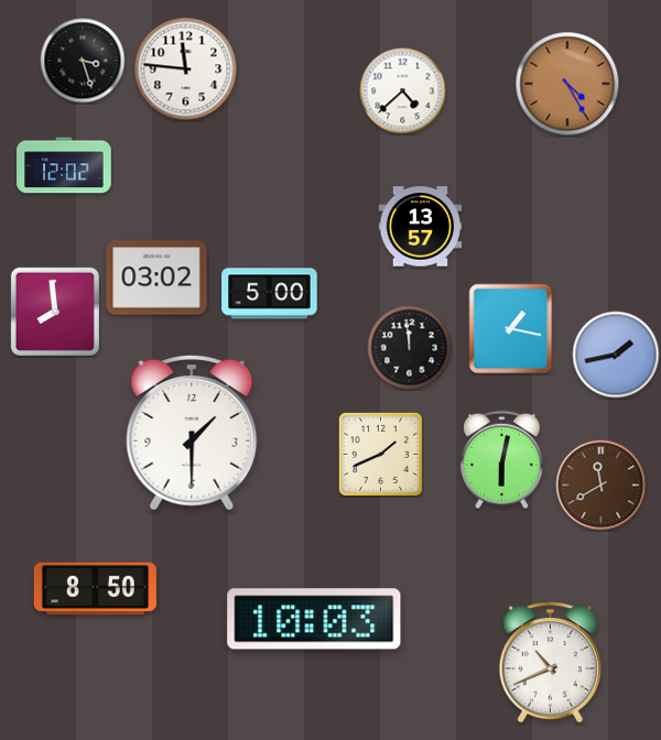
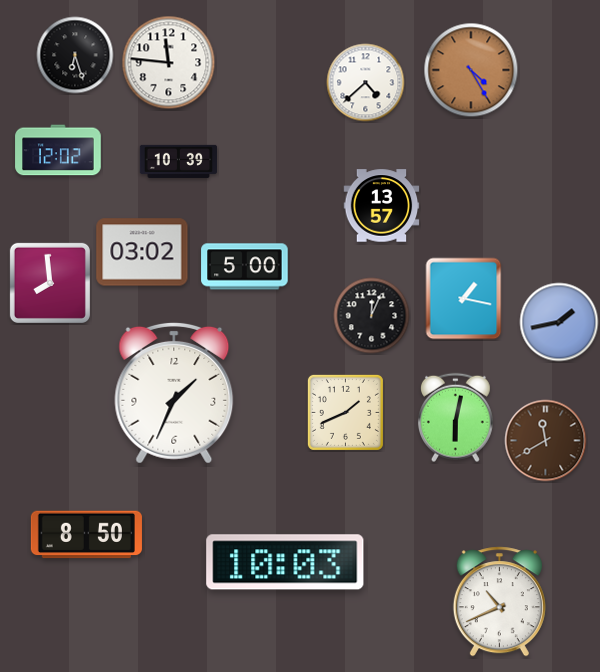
clock at (83, 61): 3:27 -> 6:27
clock at (567, 84) position: (567, 84) -> (471, 70)
clock at (179, 161): none -> 10:39
clock at (410, 348): 11:59 -> 12:04
clock at (192, 433): 1:30 -> 1:34
